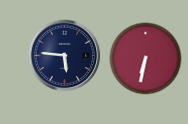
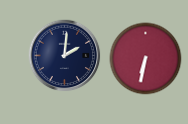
clock at (65, 56): 5:46 -> 2:01
